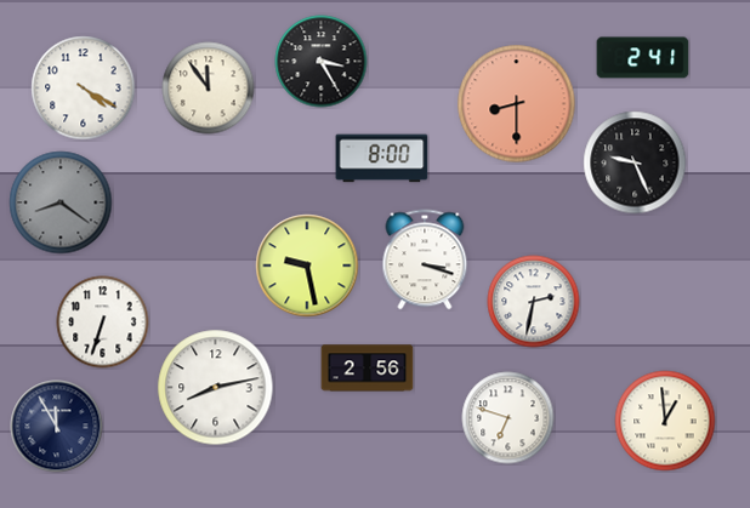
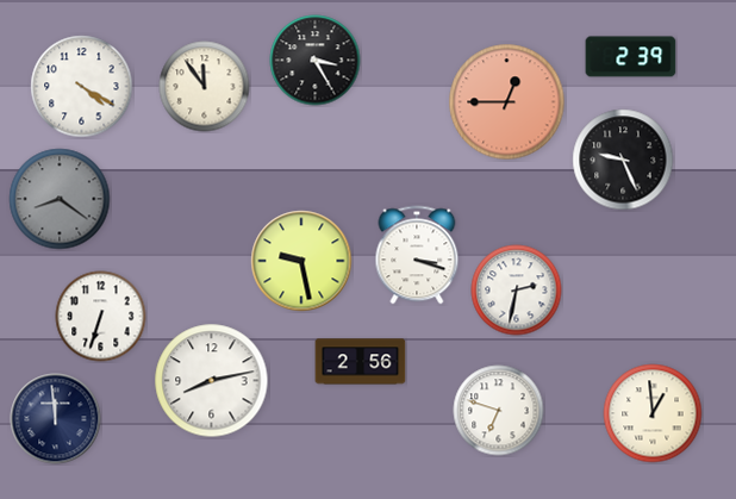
clock at (643, 58): 2:41 -> 2:39
clock at (517, 104): 8:30 -> 12:45
clock at (382, 159): 8:00 -> none
clock at (534, 302) position: (534, 302) -> (517, 291)
clock at (57, 427): 11:55 -> 11:59
